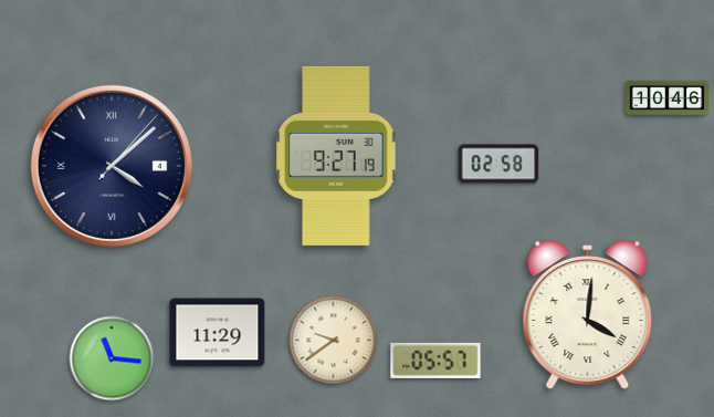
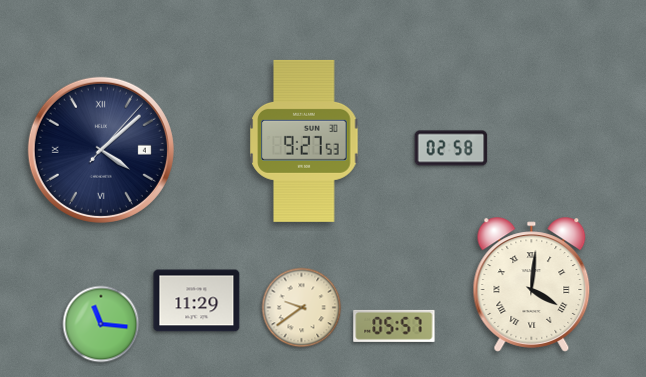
clock at (666, 98): 10:46 -> none
clock at (336, 156): 9:27:19 -> 9:27:53
